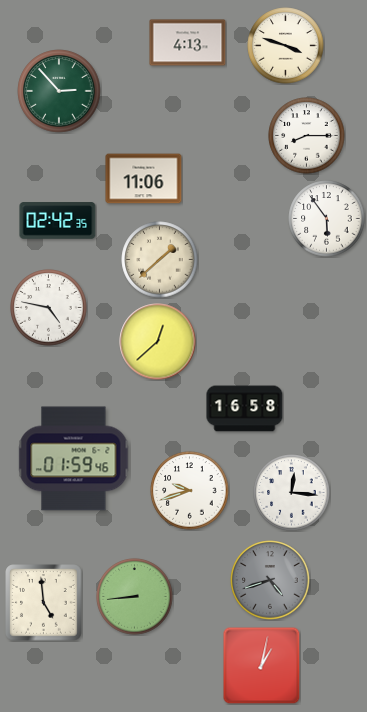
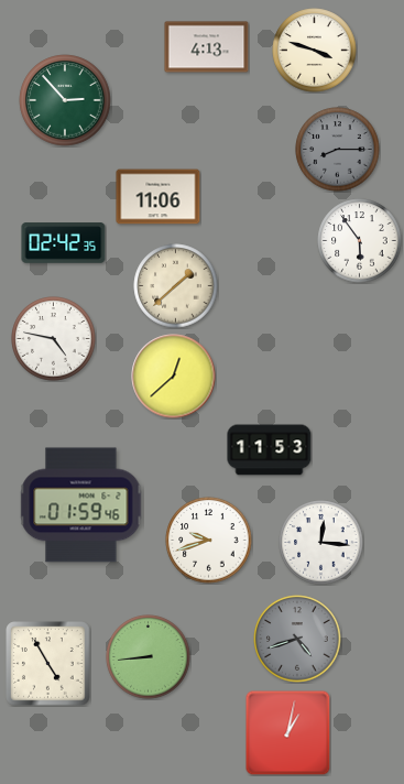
clock at (307, 136) dial: white -> grey
clock at (245, 409): 16:58 -> 11:53
clock at (44, 603): 4:59 -> 4:55
